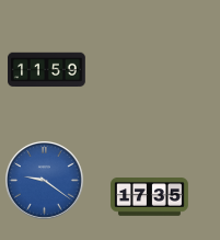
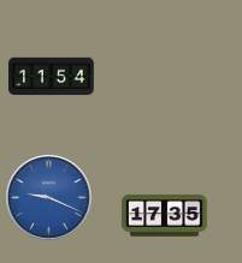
clock at (47, 70): 11:59 -> 11:54
clock at (45, 181): 9:21 -> 9:19
